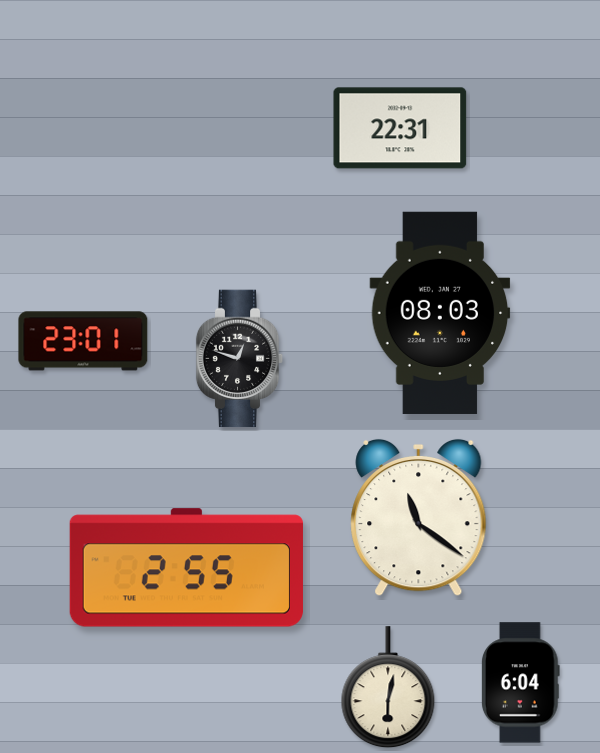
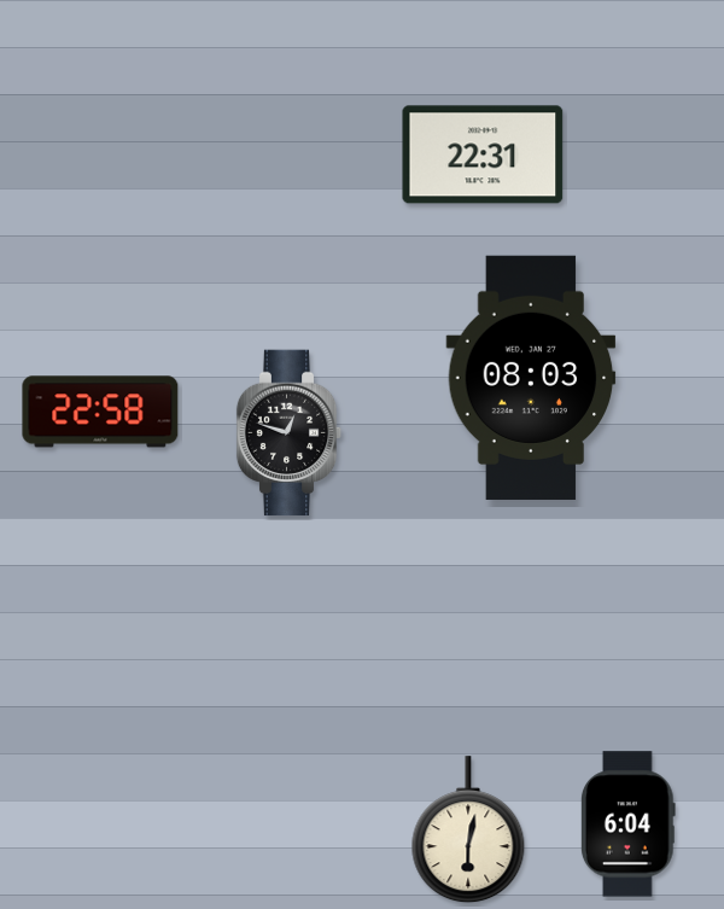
clock at (83, 341): 23:01 -> 22:58
clock at (419, 518): 11:21 -> none
clock at (186, 568): 2:55 -> none
